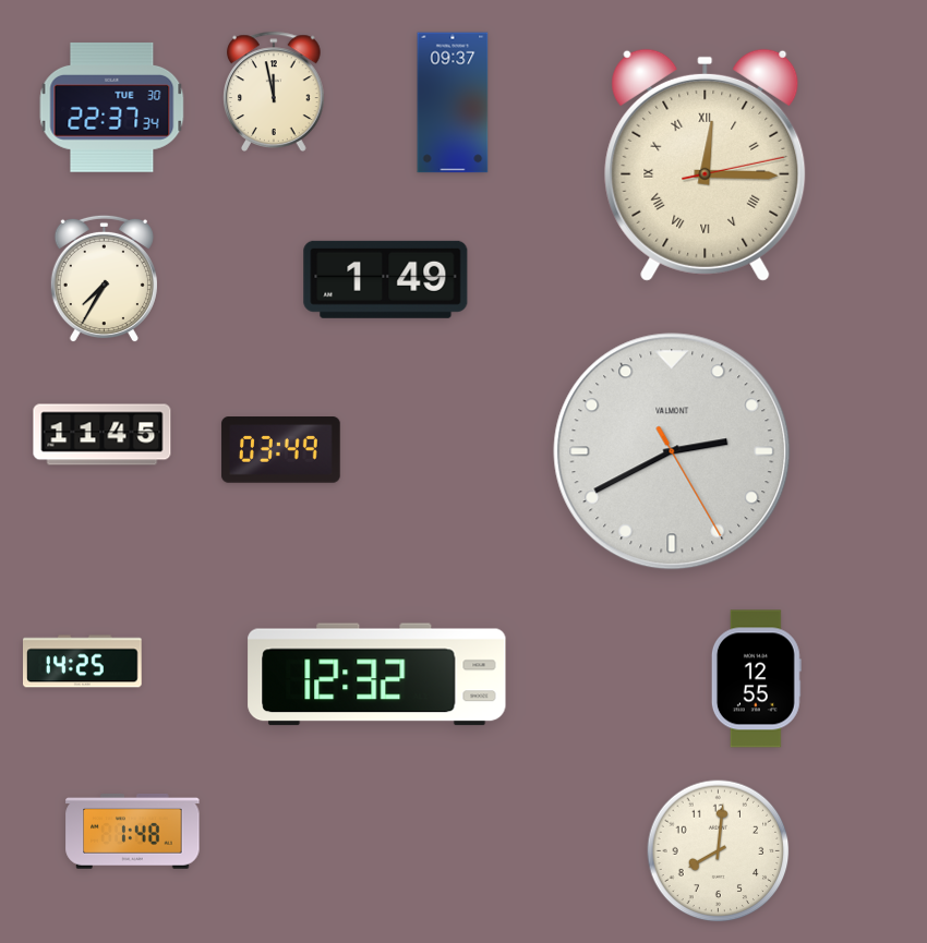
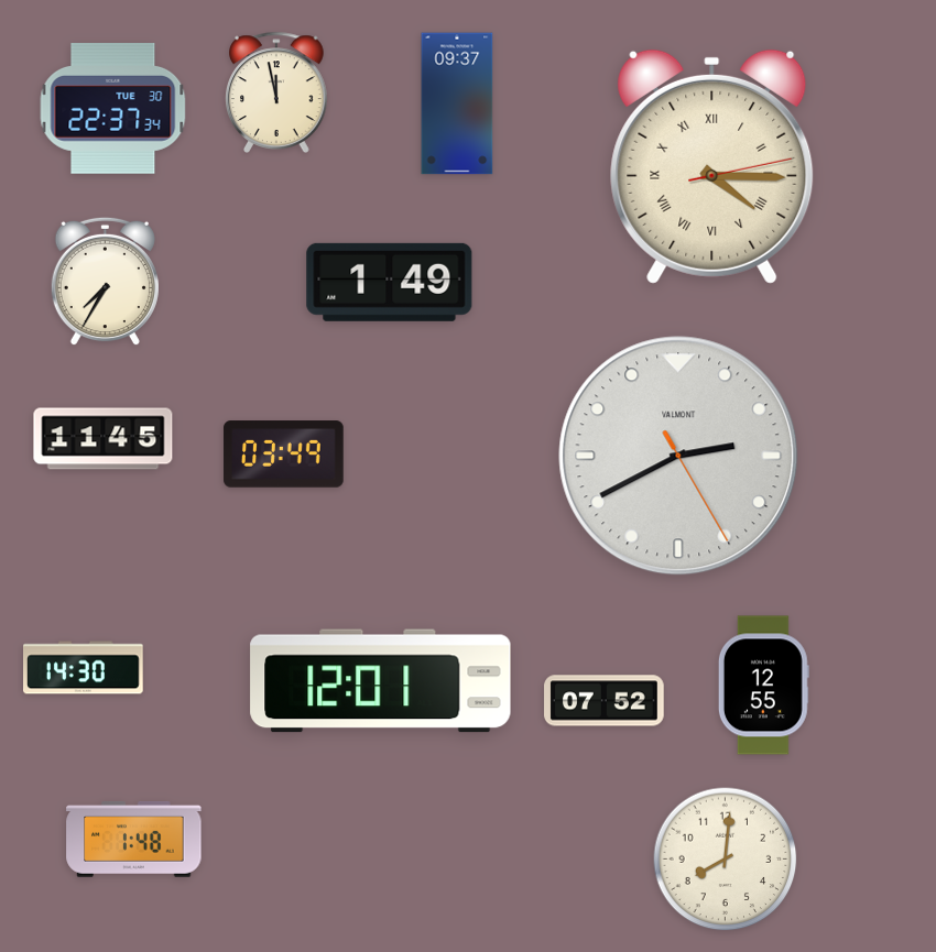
clock at (706, 165): 12:15 -> 4:15
clock at (83, 662): 14:25 -> 14:30
clock at (377, 675): 12:32 -> 12:01
clock at (605, 701): none -> 07:52
